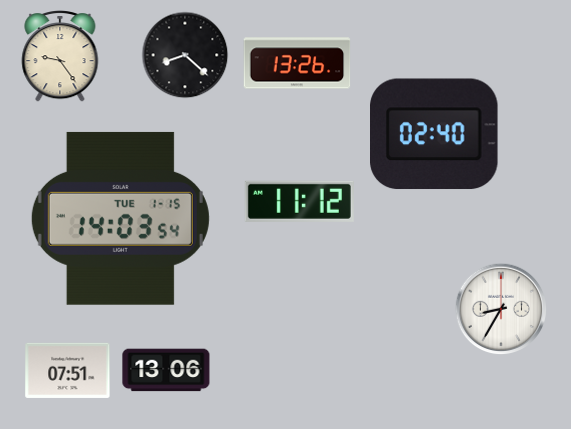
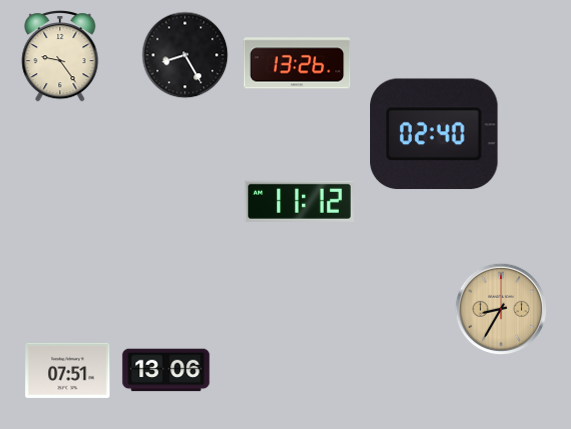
clock at (185, 55): 8:22 -> 8:25
clock at (120, 218): 14:03 -> none
clock at (501, 309) dial: white -> champagne
